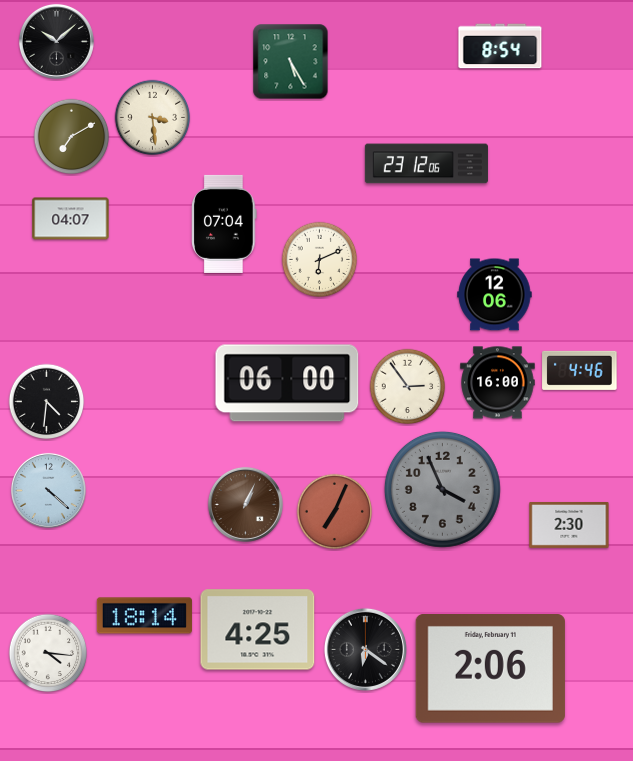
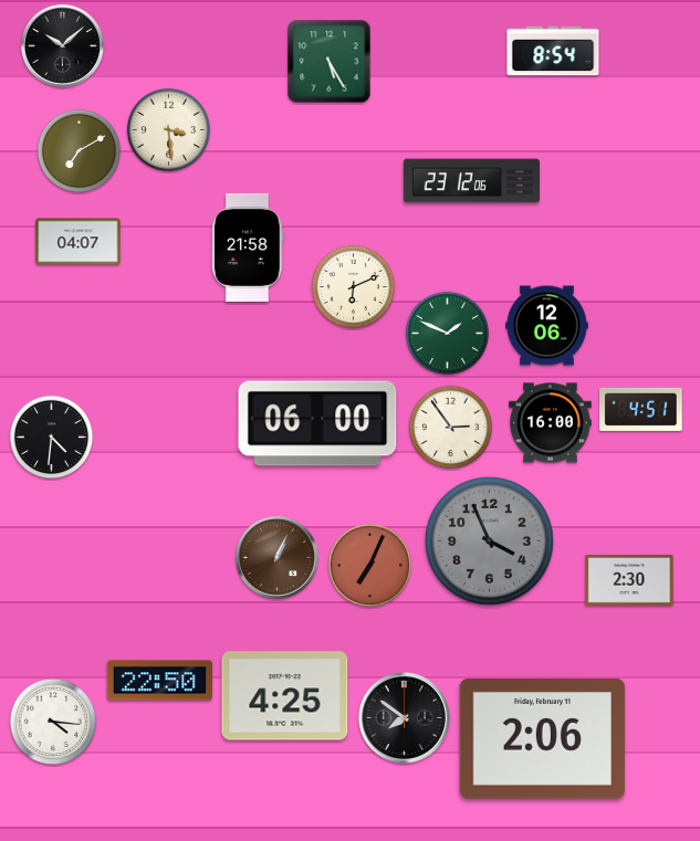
clock at (291, 62) position: (291, 62) -> (330, 62)
clock at (224, 224): 07:04 -> 21:58
clock at (448, 334): none -> 1:49
clock at (580, 370): 4:46 -> 4:51
clock at (47, 402) position: (47, 402) -> (52, 438)
clock at (48, 490): 4:22 -> none
clock at (245, 504) position: (245, 504) -> (276, 557)
clock at (144, 616): 18:14 -> 22:50
clock at (365, 649): 6:21 -> 7:51
